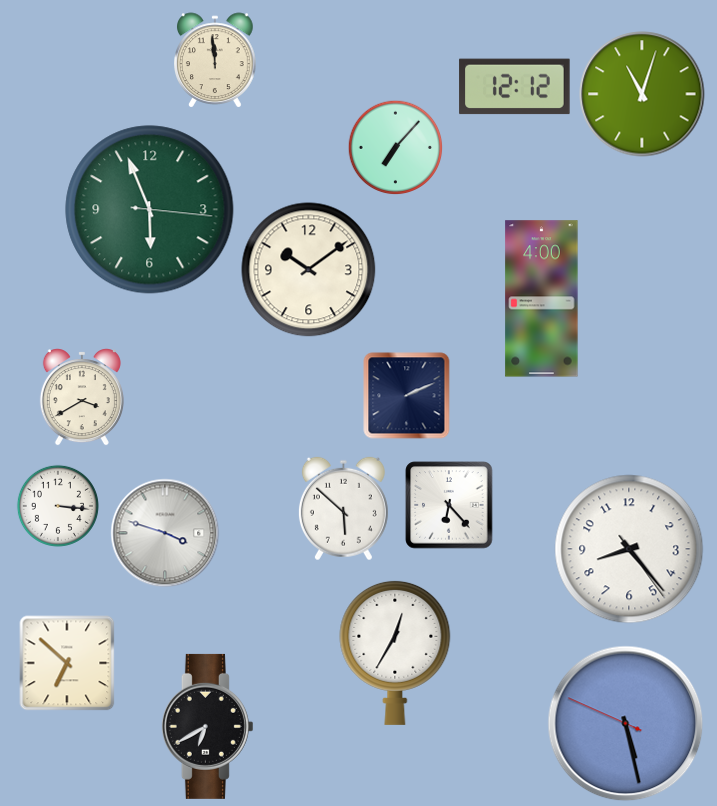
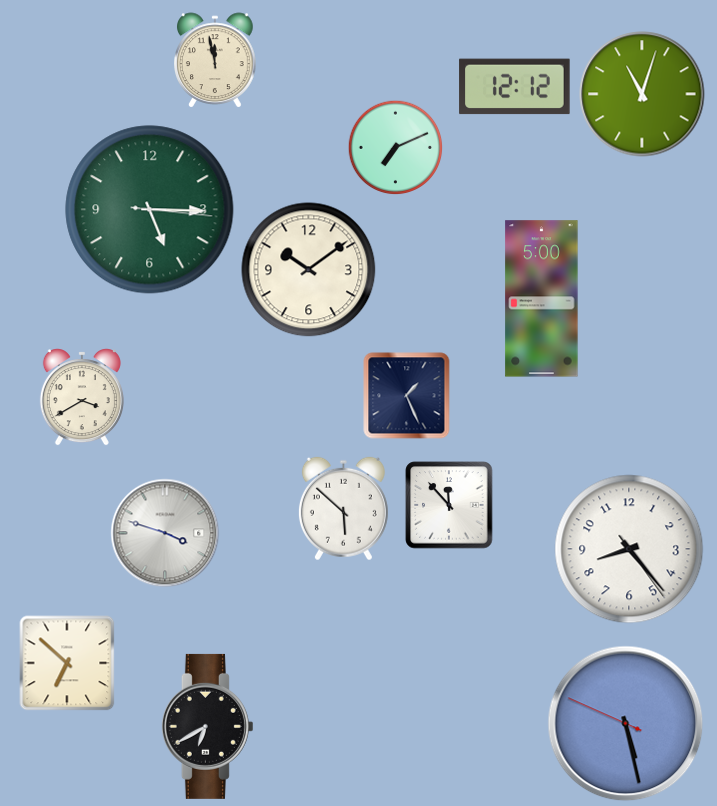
clock at (216, 60): 11:59 -> 11:58
clock at (395, 147): 7:07 -> 7:11
clock at (150, 210): 5:56 -> 5:15
clock at (542, 299): 4:00 -> 5:00
clock at (407, 396): 2:11 -> 1:26
clock at (449, 505): 6:23 -> 11:53
clock at (58, 506): 3:16 -> none
clock at (395, 652): 12:35 -> none
